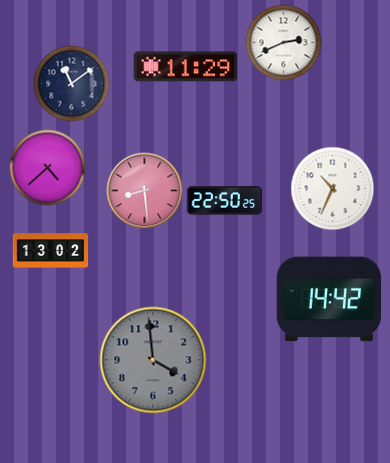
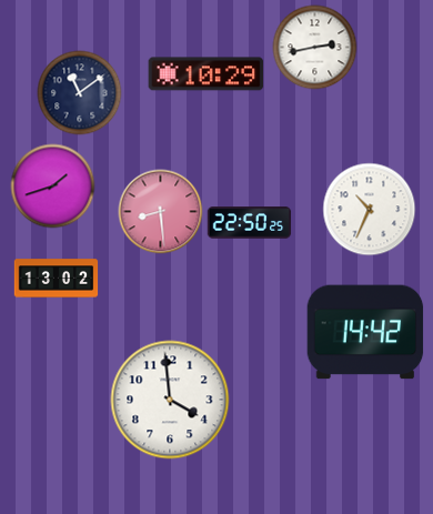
clock at (284, 43): 2:41 -> 2:43
clock at (186, 67): 11:29 -> 10:29
clock at (48, 168): 4:38 -> 1:42
clock at (153, 360) dial: grey -> white
